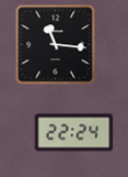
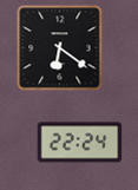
clock at (56, 45): 11:16 -> 6:21
